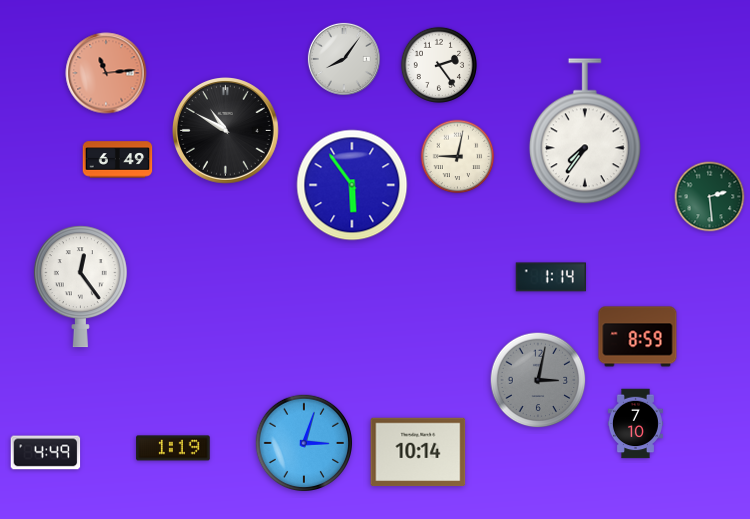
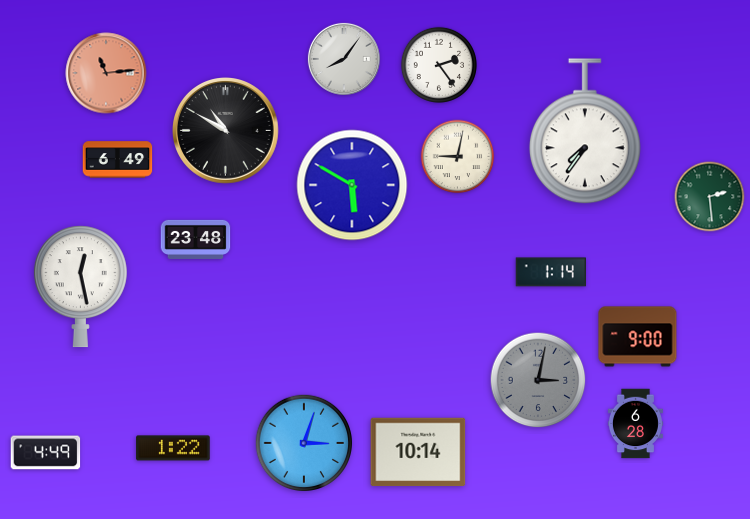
clock at (352, 185): 5:54 -> 5:50
clock at (196, 239): none -> 23:48
clock at (550, 277) position: (550, 277) -> (550, 272)
clock at (80, 287): 12:24 -> 12:28
clock at (638, 337): 8:59 -> 9:00
clock at (635, 424): 7:10 -> 6:28
clock at (173, 448): 1:19 -> 1:22
